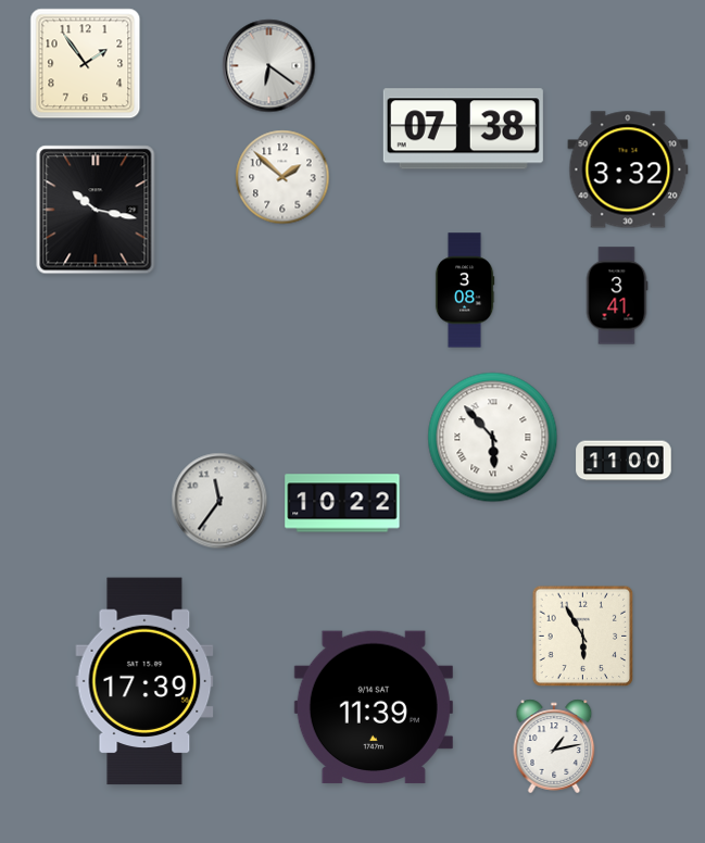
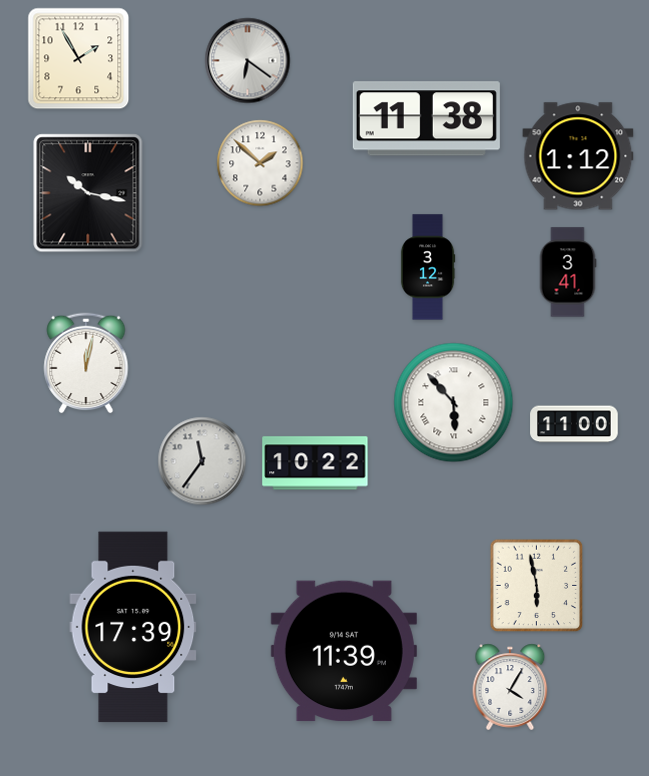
clock at (86, 64): 1:54 -> 1:55
clock at (463, 129): 07:38 -> 11:38
clock at (628, 169): 3:32 -> 1:12
clock at (465, 290): 3:08 -> 3:12
clock at (86, 363): none -> 12:02
clock at (583, 637): 5:55 -> 5:58
clock at (554, 746): 1:13 -> 4:05
